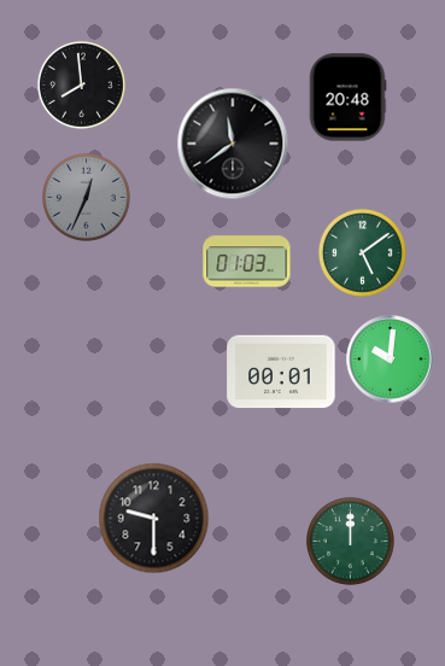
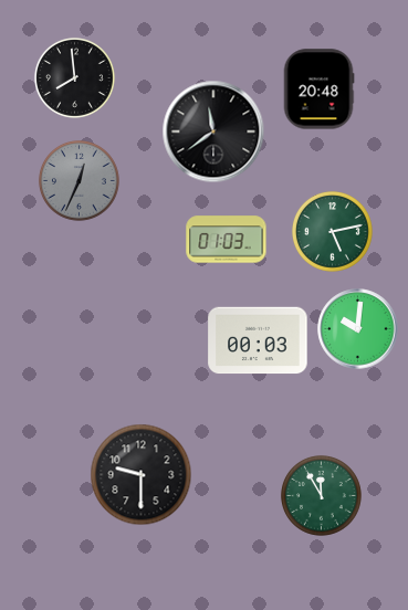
clock at (363, 253): 5:09 -> 5:13
clock at (281, 372): 00:01 -> 00:03
clock at (351, 542): 12:00 -> 11:55
